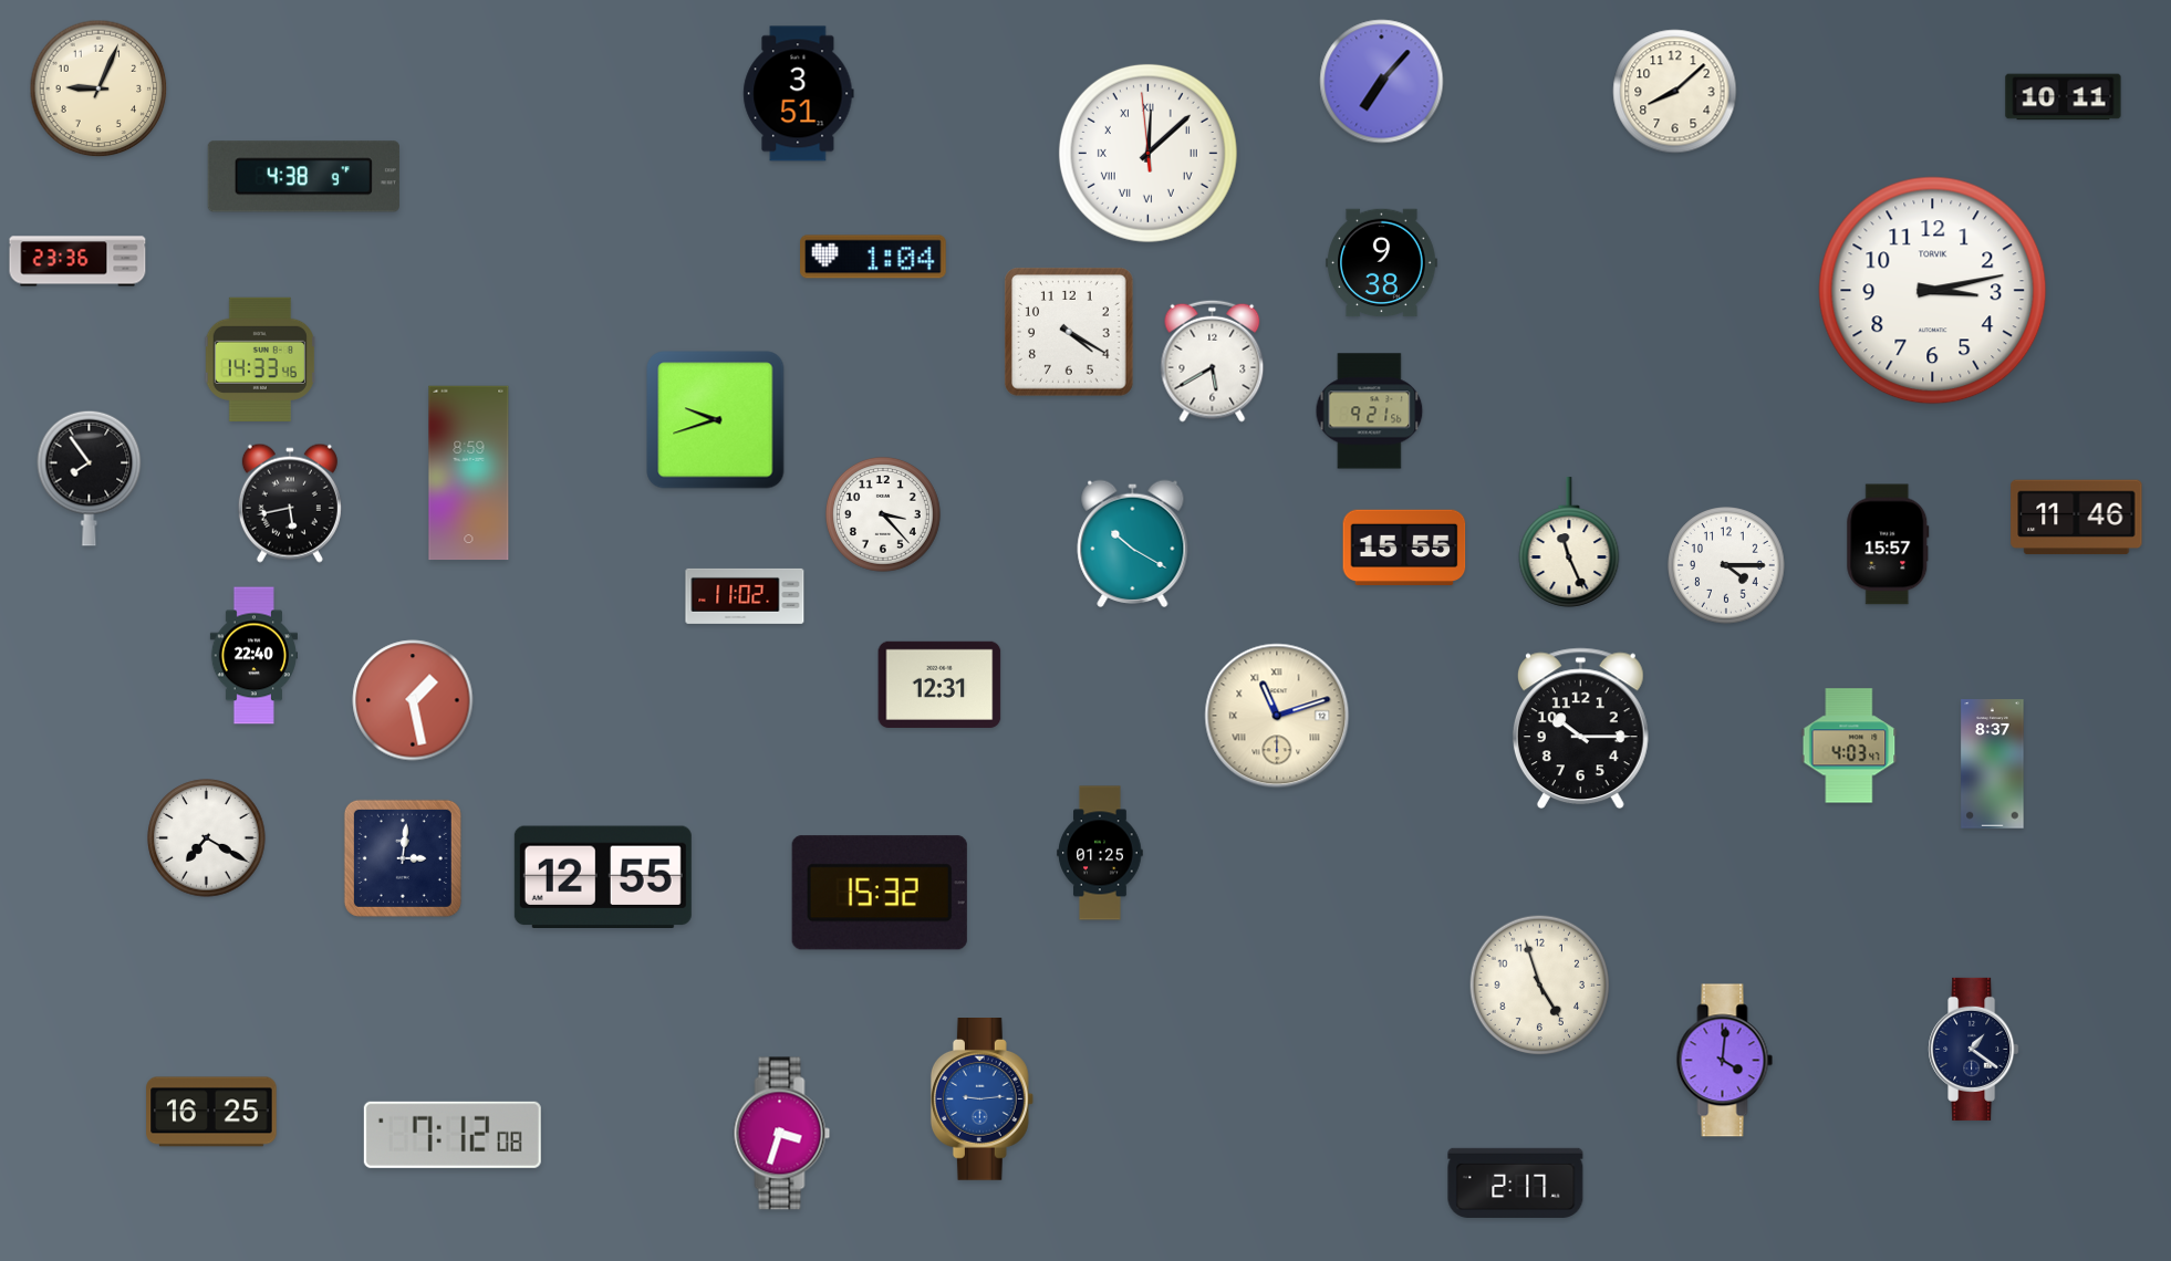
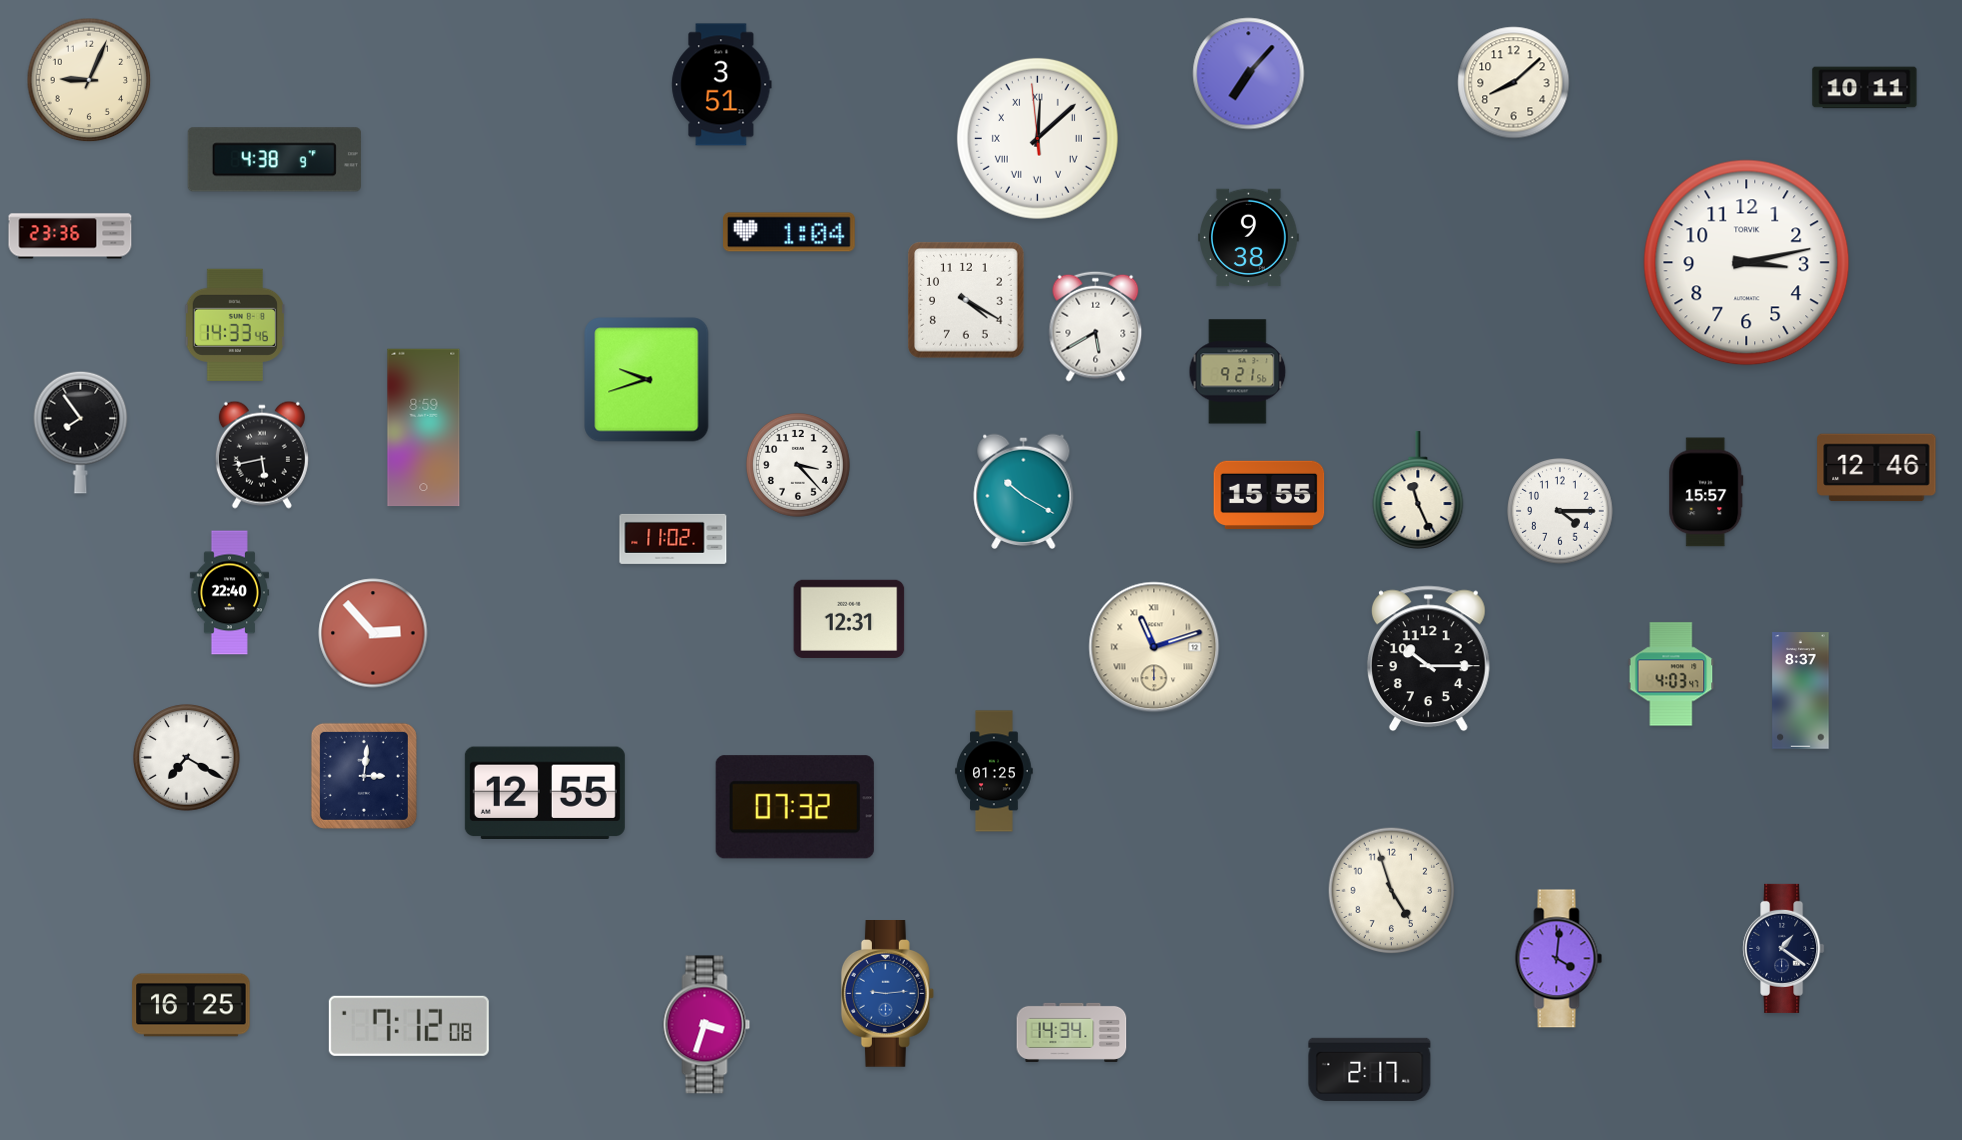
clock at (2077, 518): 11:46 -> 12:46
clock at (413, 700): 1:28 -> 2:53
clock at (880, 893): 15:32 -> 07:32
clock at (1072, 1032): none -> 14:34
